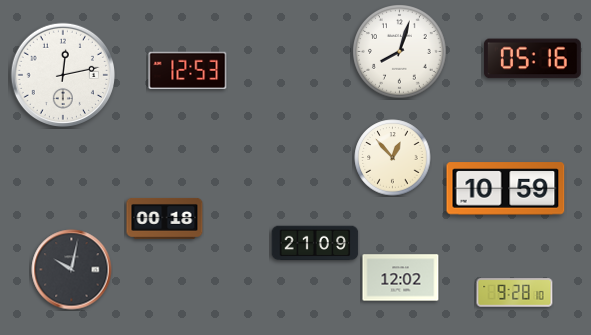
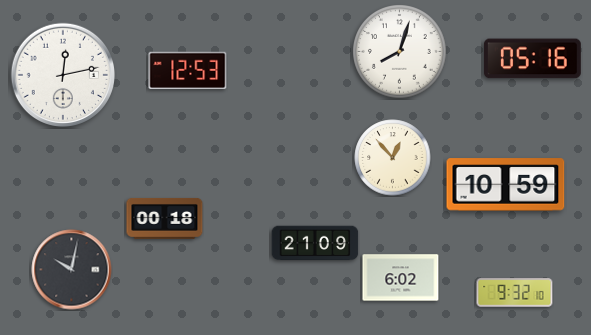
clock at (506, 189) position: (506, 189) -> (506, 185)
clock at (401, 278): 12:02 -> 6:02
clock at (515, 293): 9:28 -> 9:32
